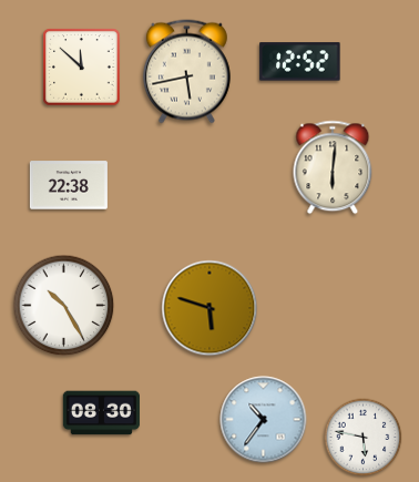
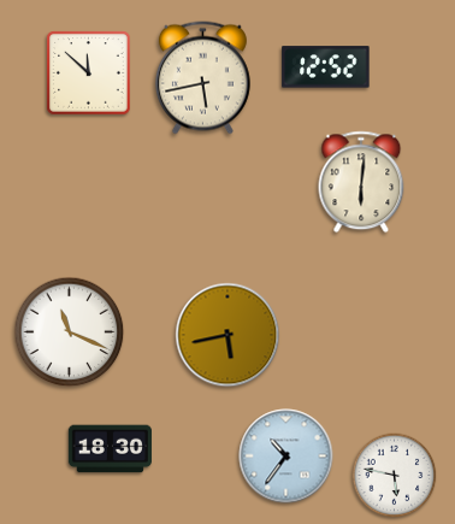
clock at (69, 185): 22:38 -> none
clock at (64, 306): 10:25 -> 11:19
clock at (209, 308): 5:48 -> 5:43
clock at (101, 413): 08:30 -> 18:30
